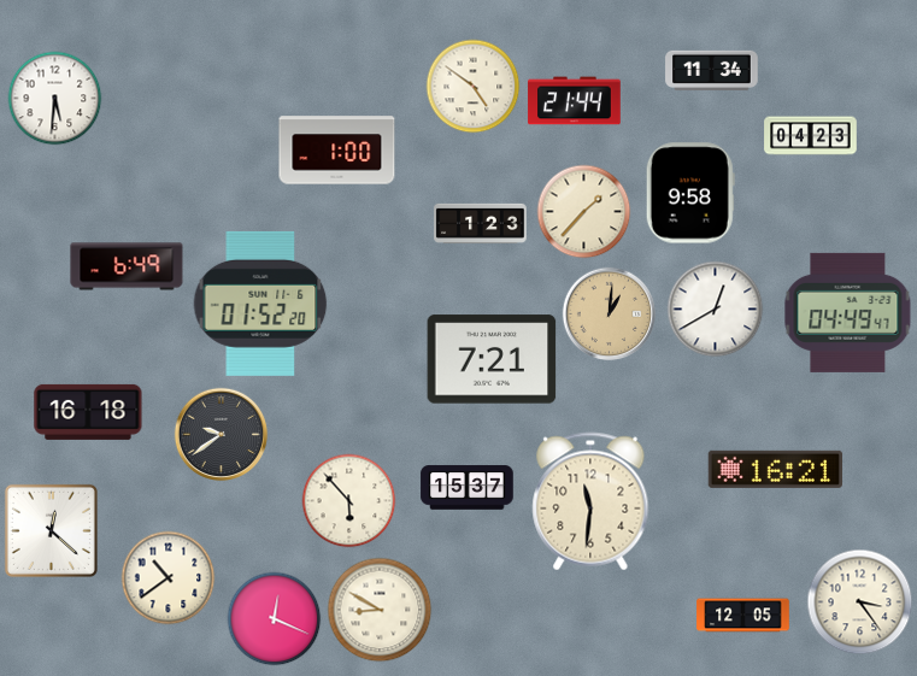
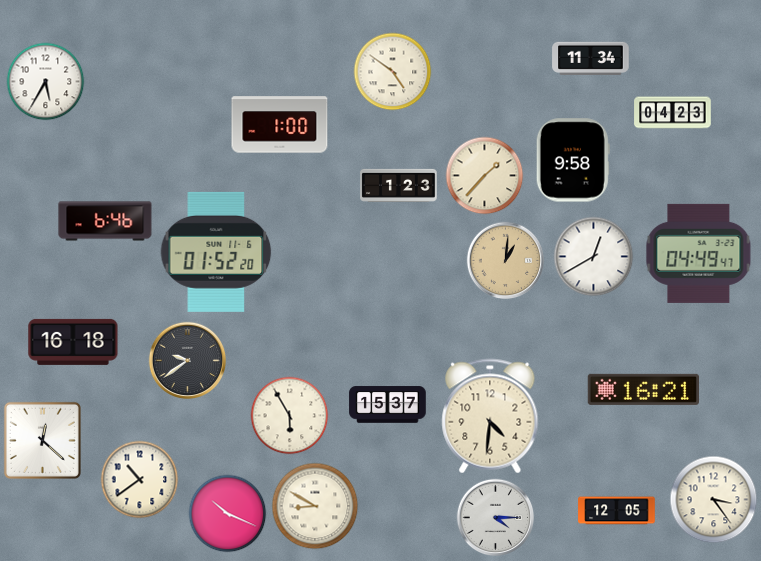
clock at (54, 98): 5:31 -> 5:35
clock at (575, 101): 21:44 -> none
clock at (127, 266): 6:49 -> 6:46
clock at (848, 312) position: (848, 312) -> (699, 253)
clock at (492, 359): 7:21 -> none
clock at (221, 434) position: (221, 434) -> (187, 360)
clock at (348, 500): 5:53 -> 5:55
clock at (590, 501): 11:31 -> 4:31
clock at (274, 618): 12:19 -> 10:19
clock at (495, 517): none -> 4:15
